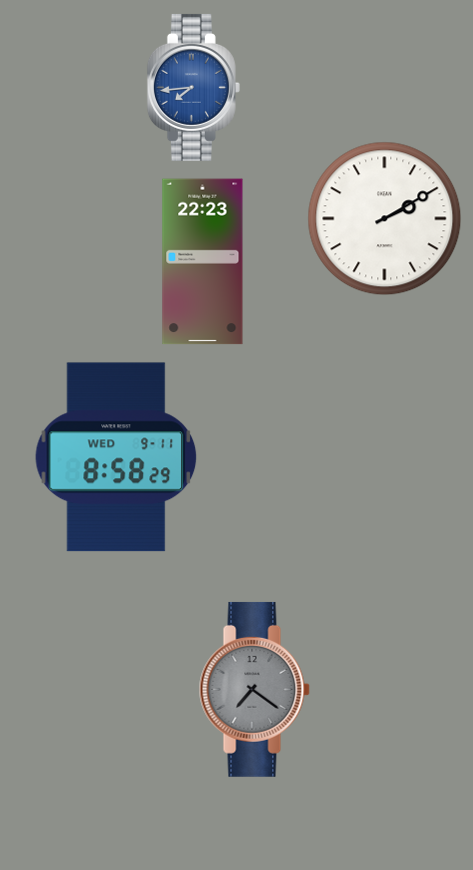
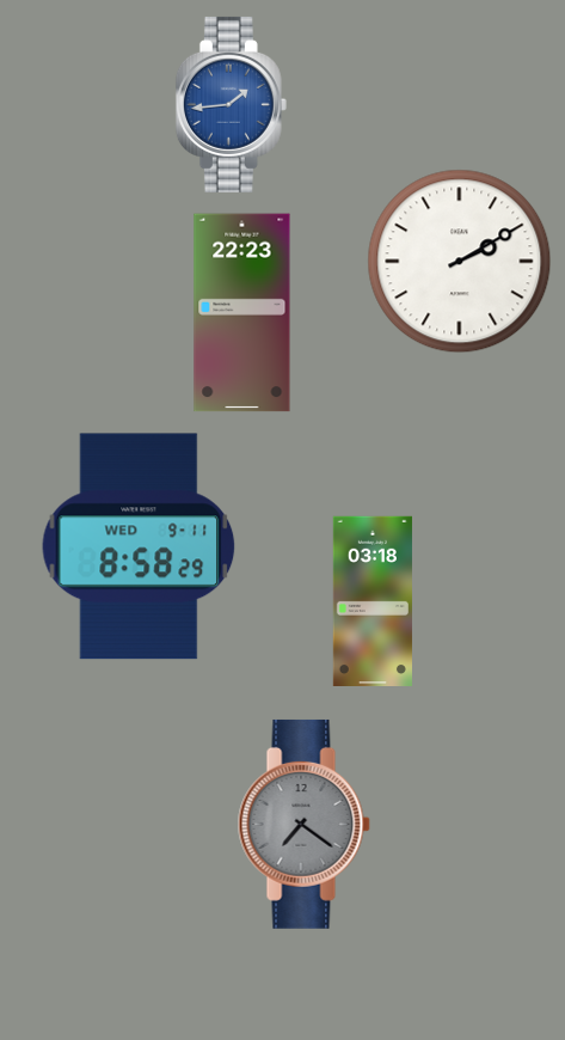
clock at (193, 87): 7:44 -> 1:44
clock at (373, 600): none -> 03:18
